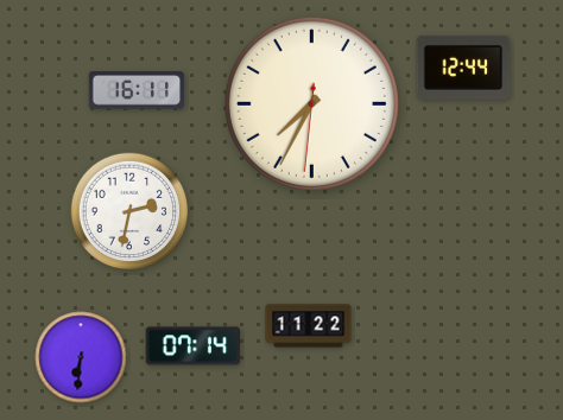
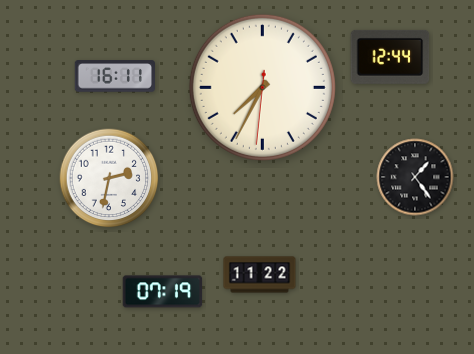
clock at (415, 177): none -> 1:24
clock at (194, 346): 07:14 -> 07:19
clock at (81, 357): 6:31 -> none
